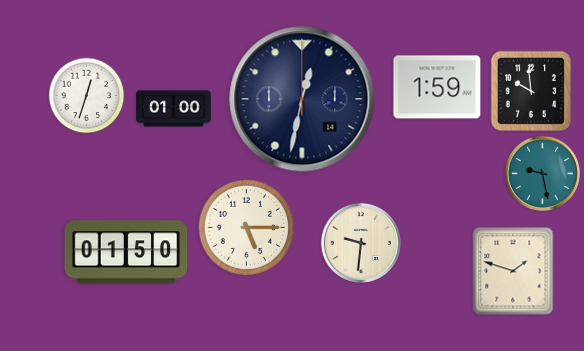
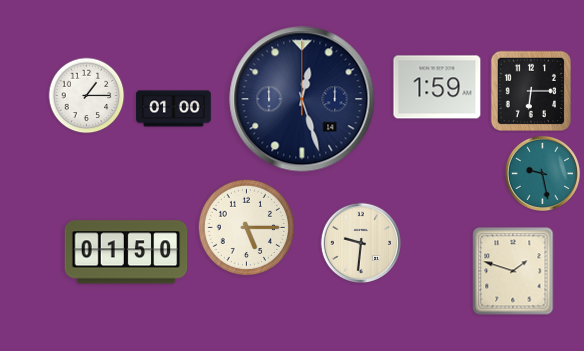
clock at (530, 90): 9:59 -> 6:15
clock at (87, 96): 12:33 -> 1:15
clock at (302, 99): 12:32 -> 12:27
